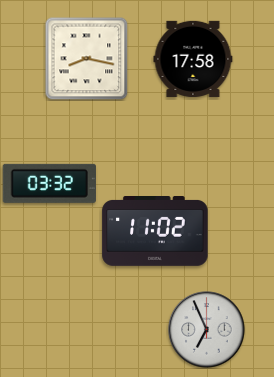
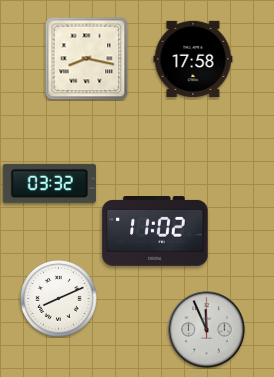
clock at (59, 299): none -> 8:11
clock at (207, 330): 6:56 -> 11:56
